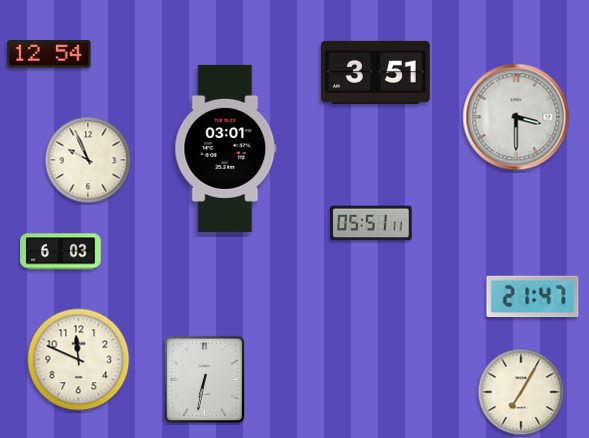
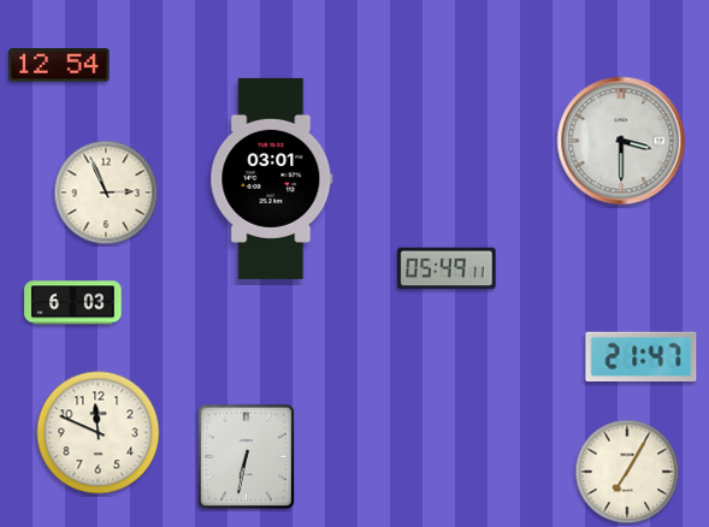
clock at (375, 72): 3:51 -> none
clock at (88, 160): 9:56 -> 2:56
clock at (371, 223): 05:51 -> 05:49
clock at (79, 360) position: (79, 360) -> (99, 433)
